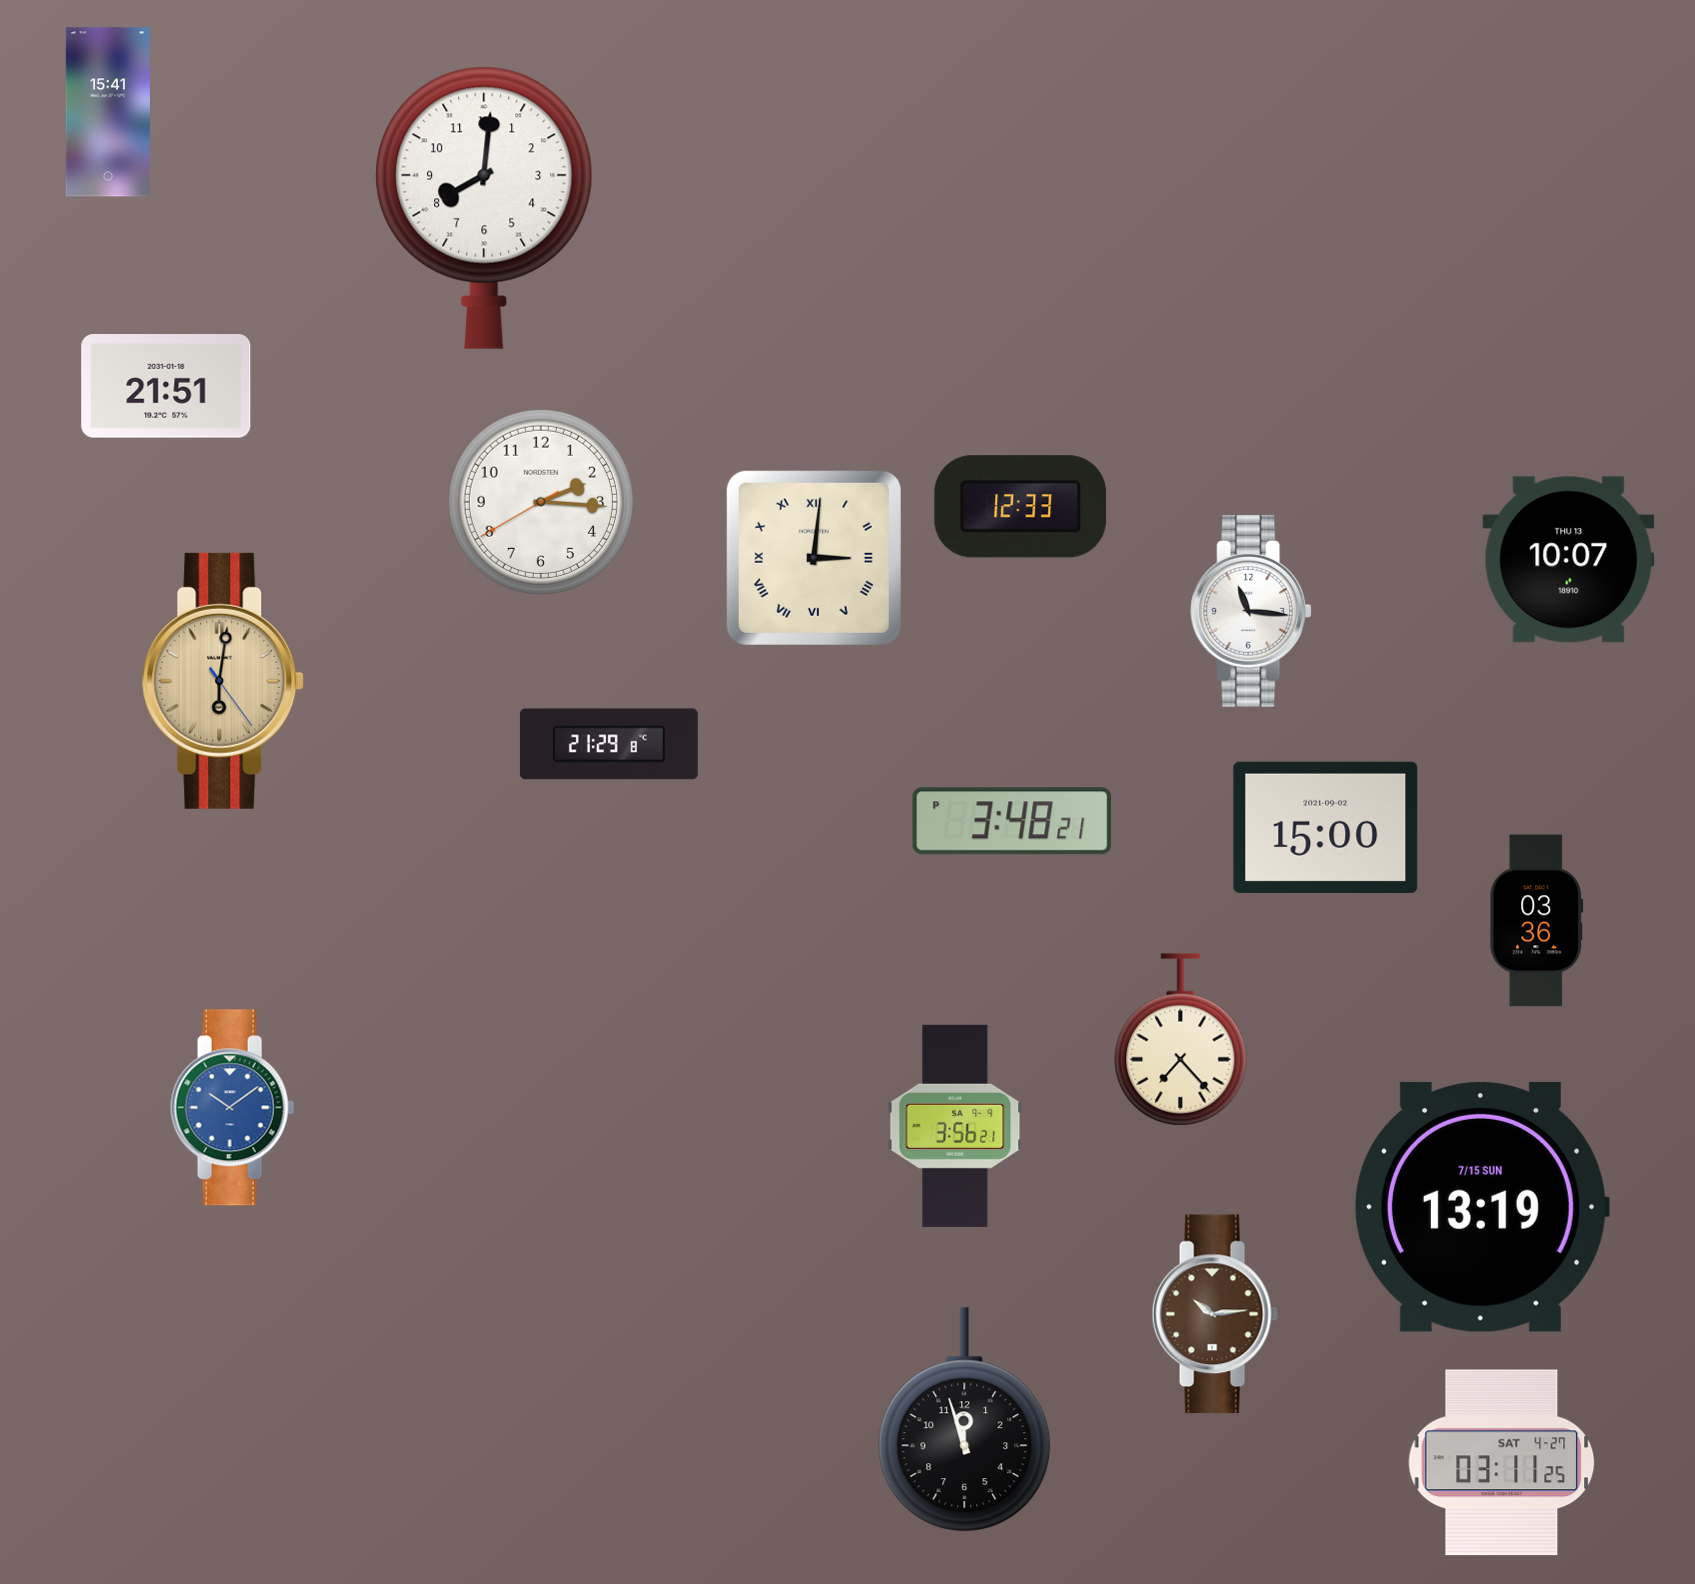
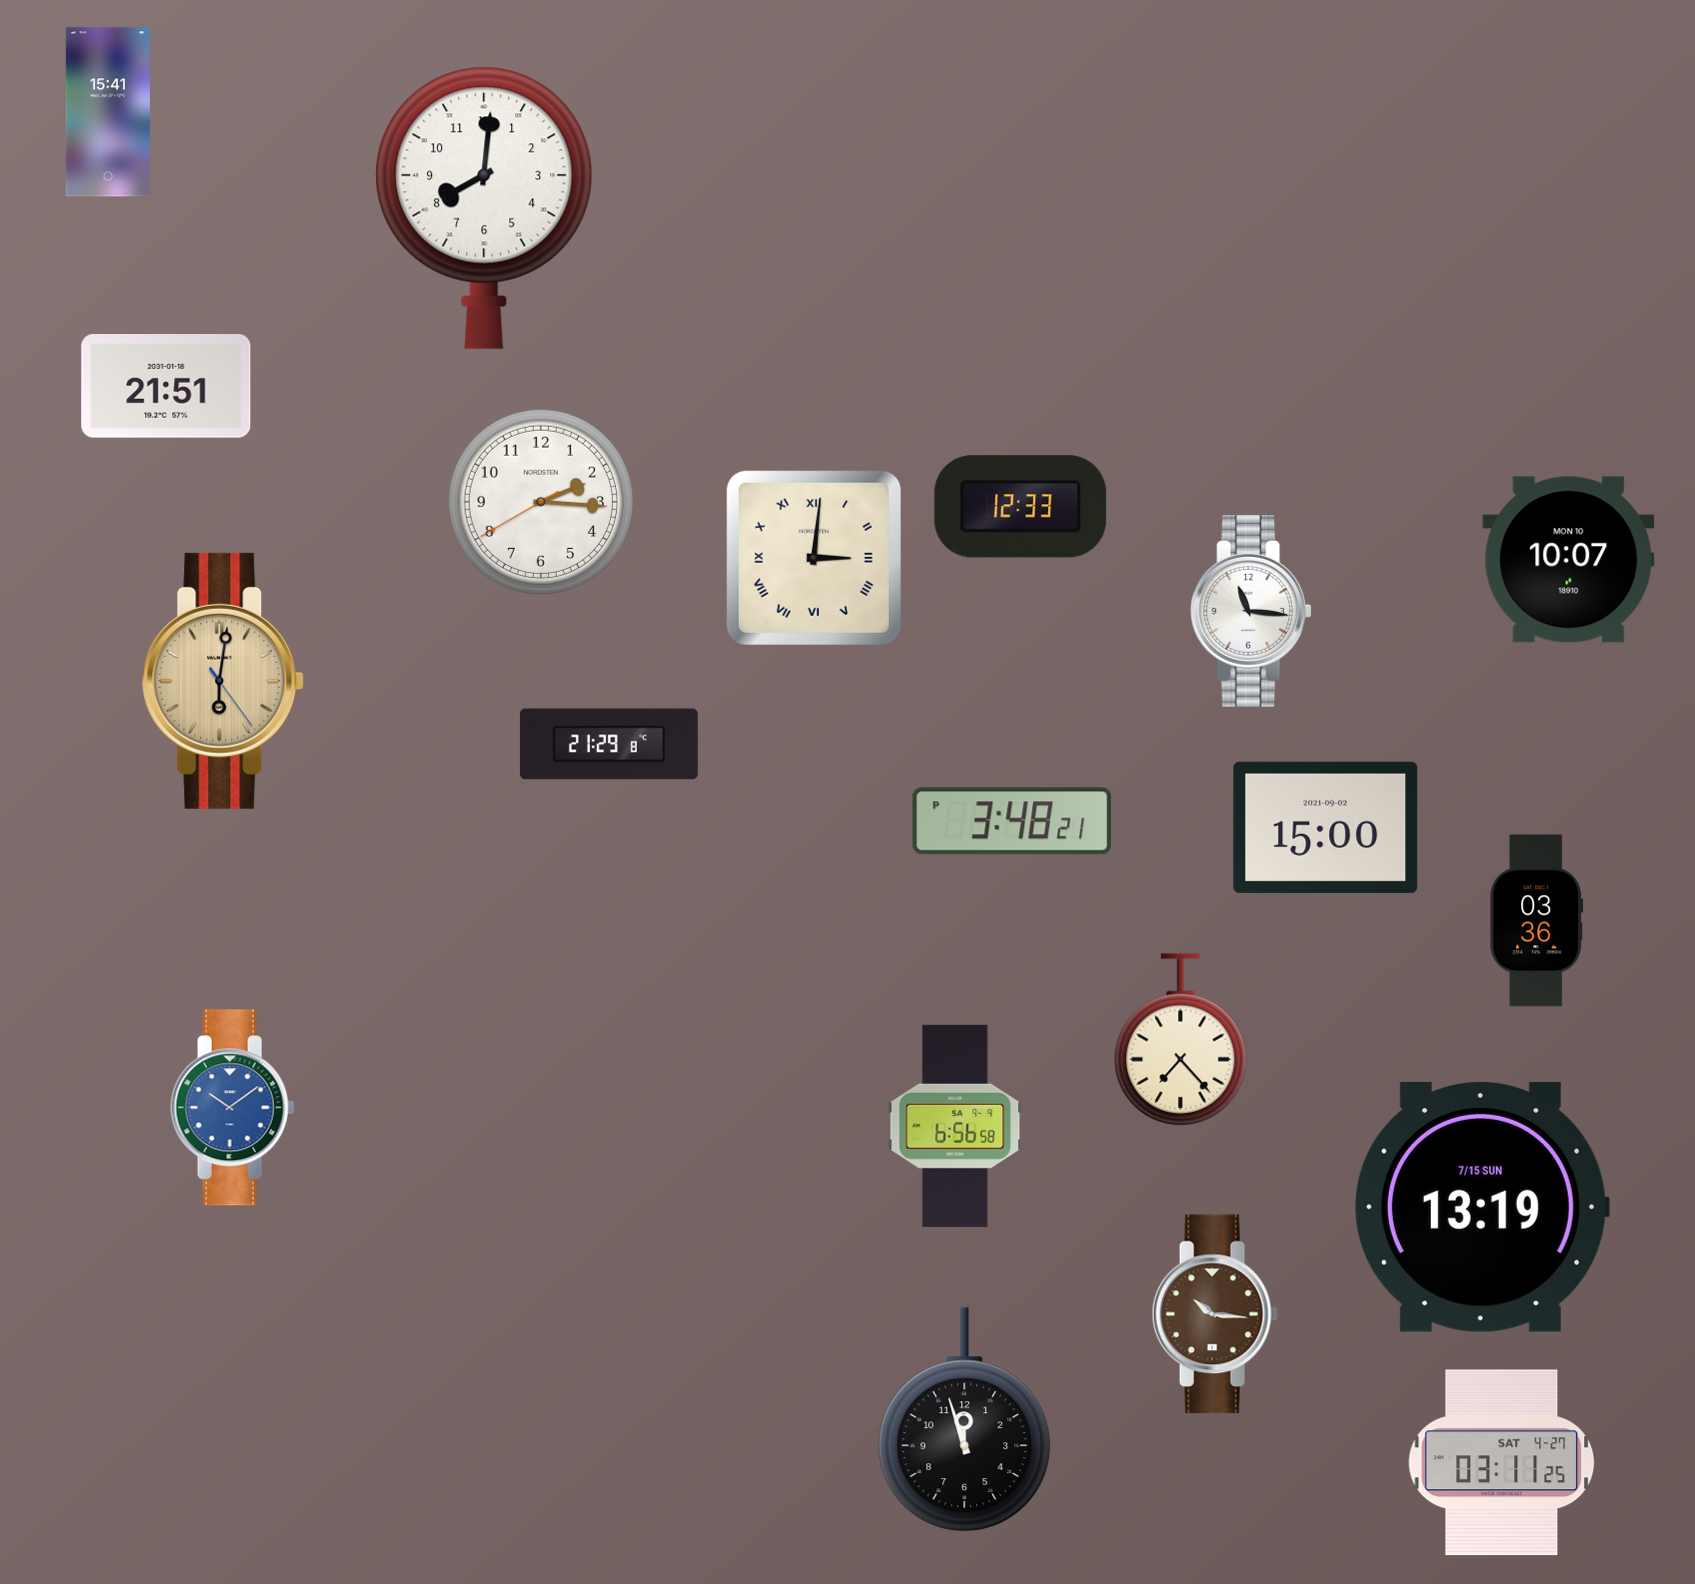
clock at (1569, 560) date: THU 13 -> MON 10
clock at (955, 1126): 3:56 -> 6:56
clock at (1215, 1314): 10:14 -> 10:16
